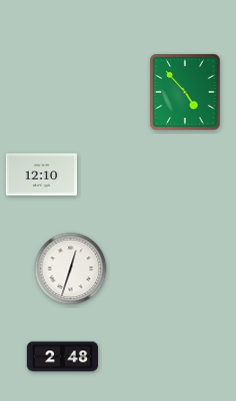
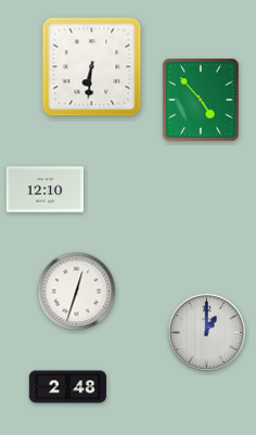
clock at (92, 67): none -> 6:31
clock at (207, 333): none -> 1:00
